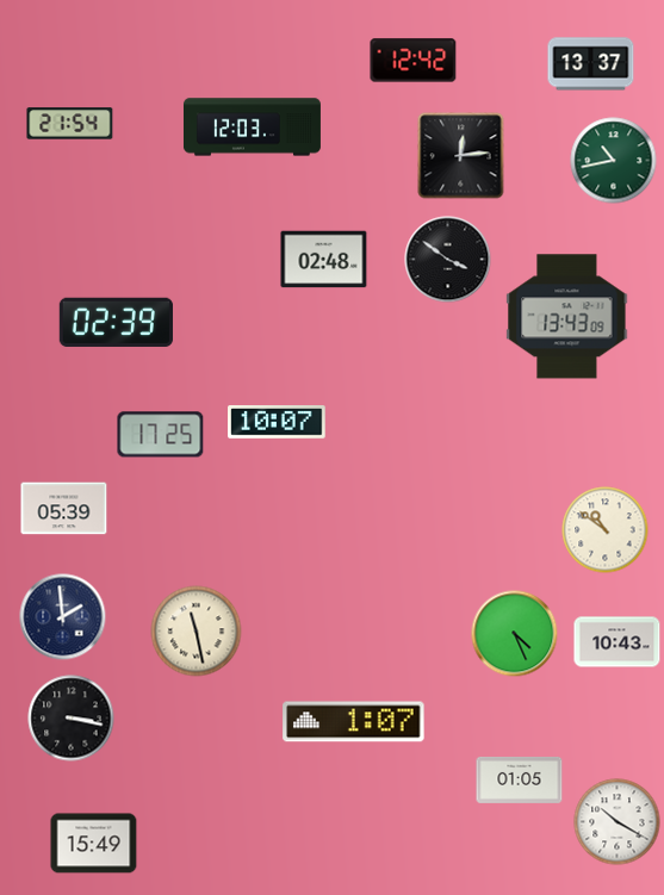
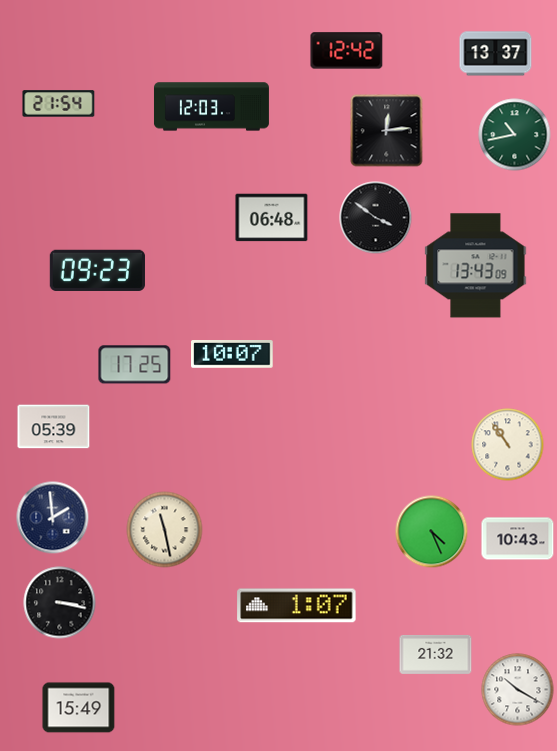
clock at (324, 260): 02:48 -> 06:48
clock at (116, 322): 02:39 -> 09:23
clock at (606, 530): 10:51 -> 10:54
clock at (520, 779): 01:05 -> 21:32
